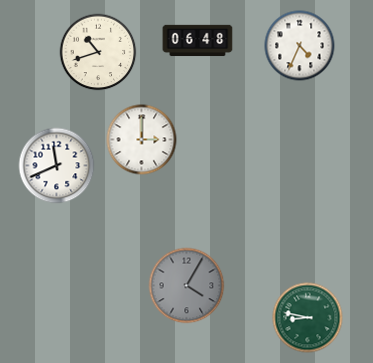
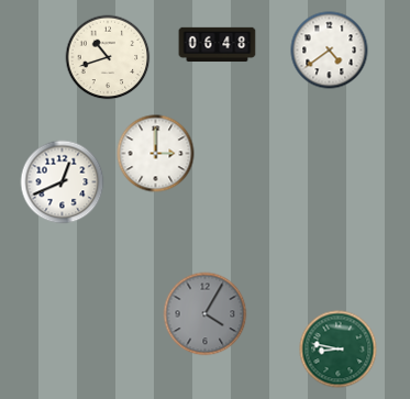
clock at (300, 46): 4:34 -> 4:39
clock at (57, 166): 11:41 -> 12:41
